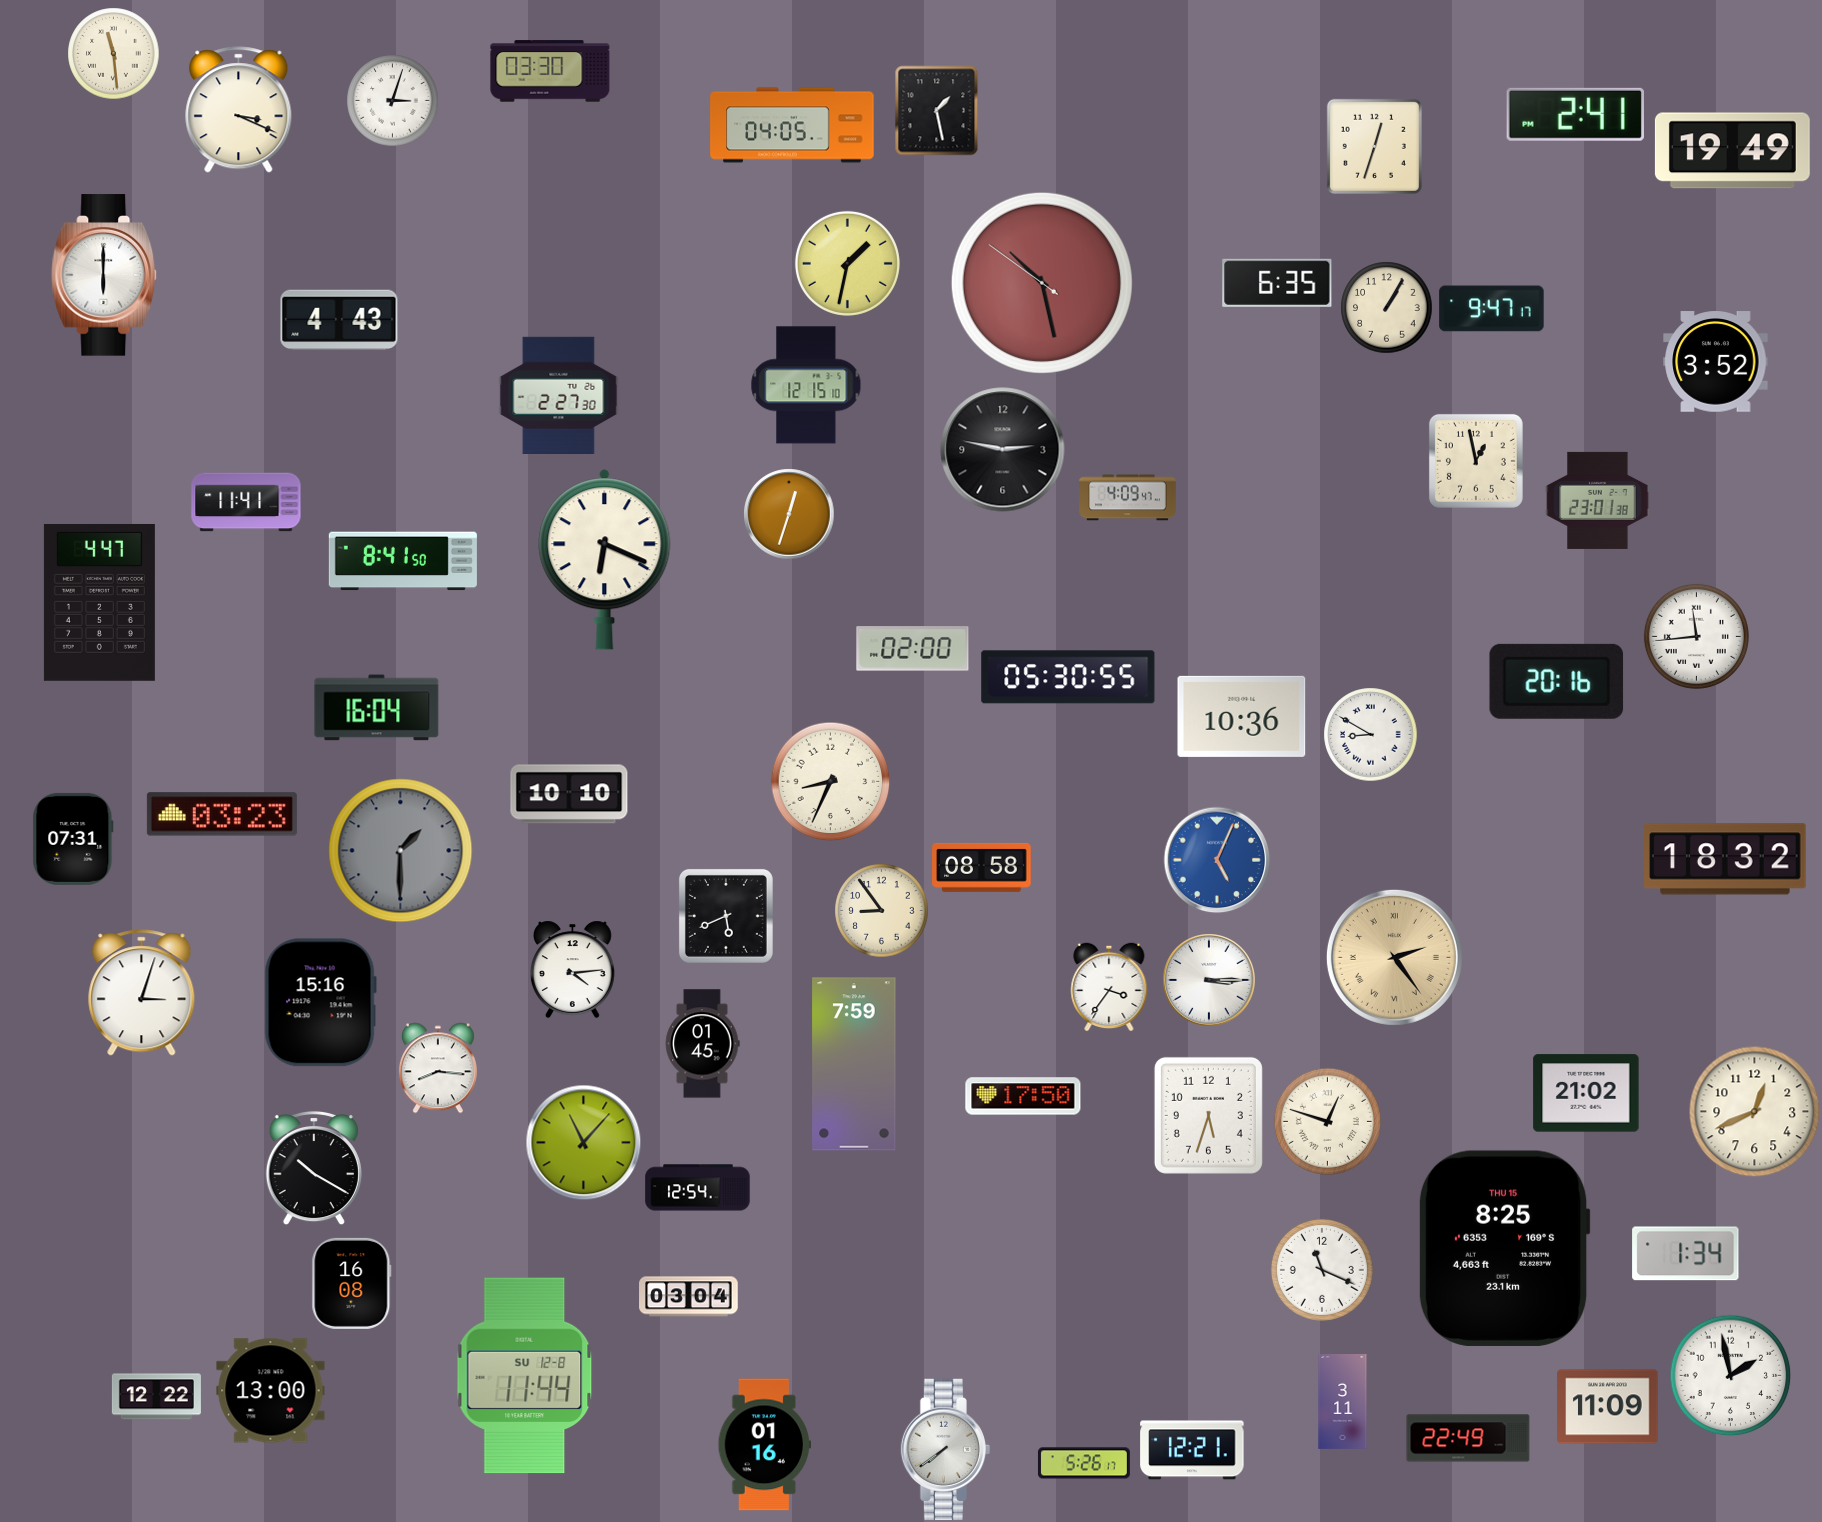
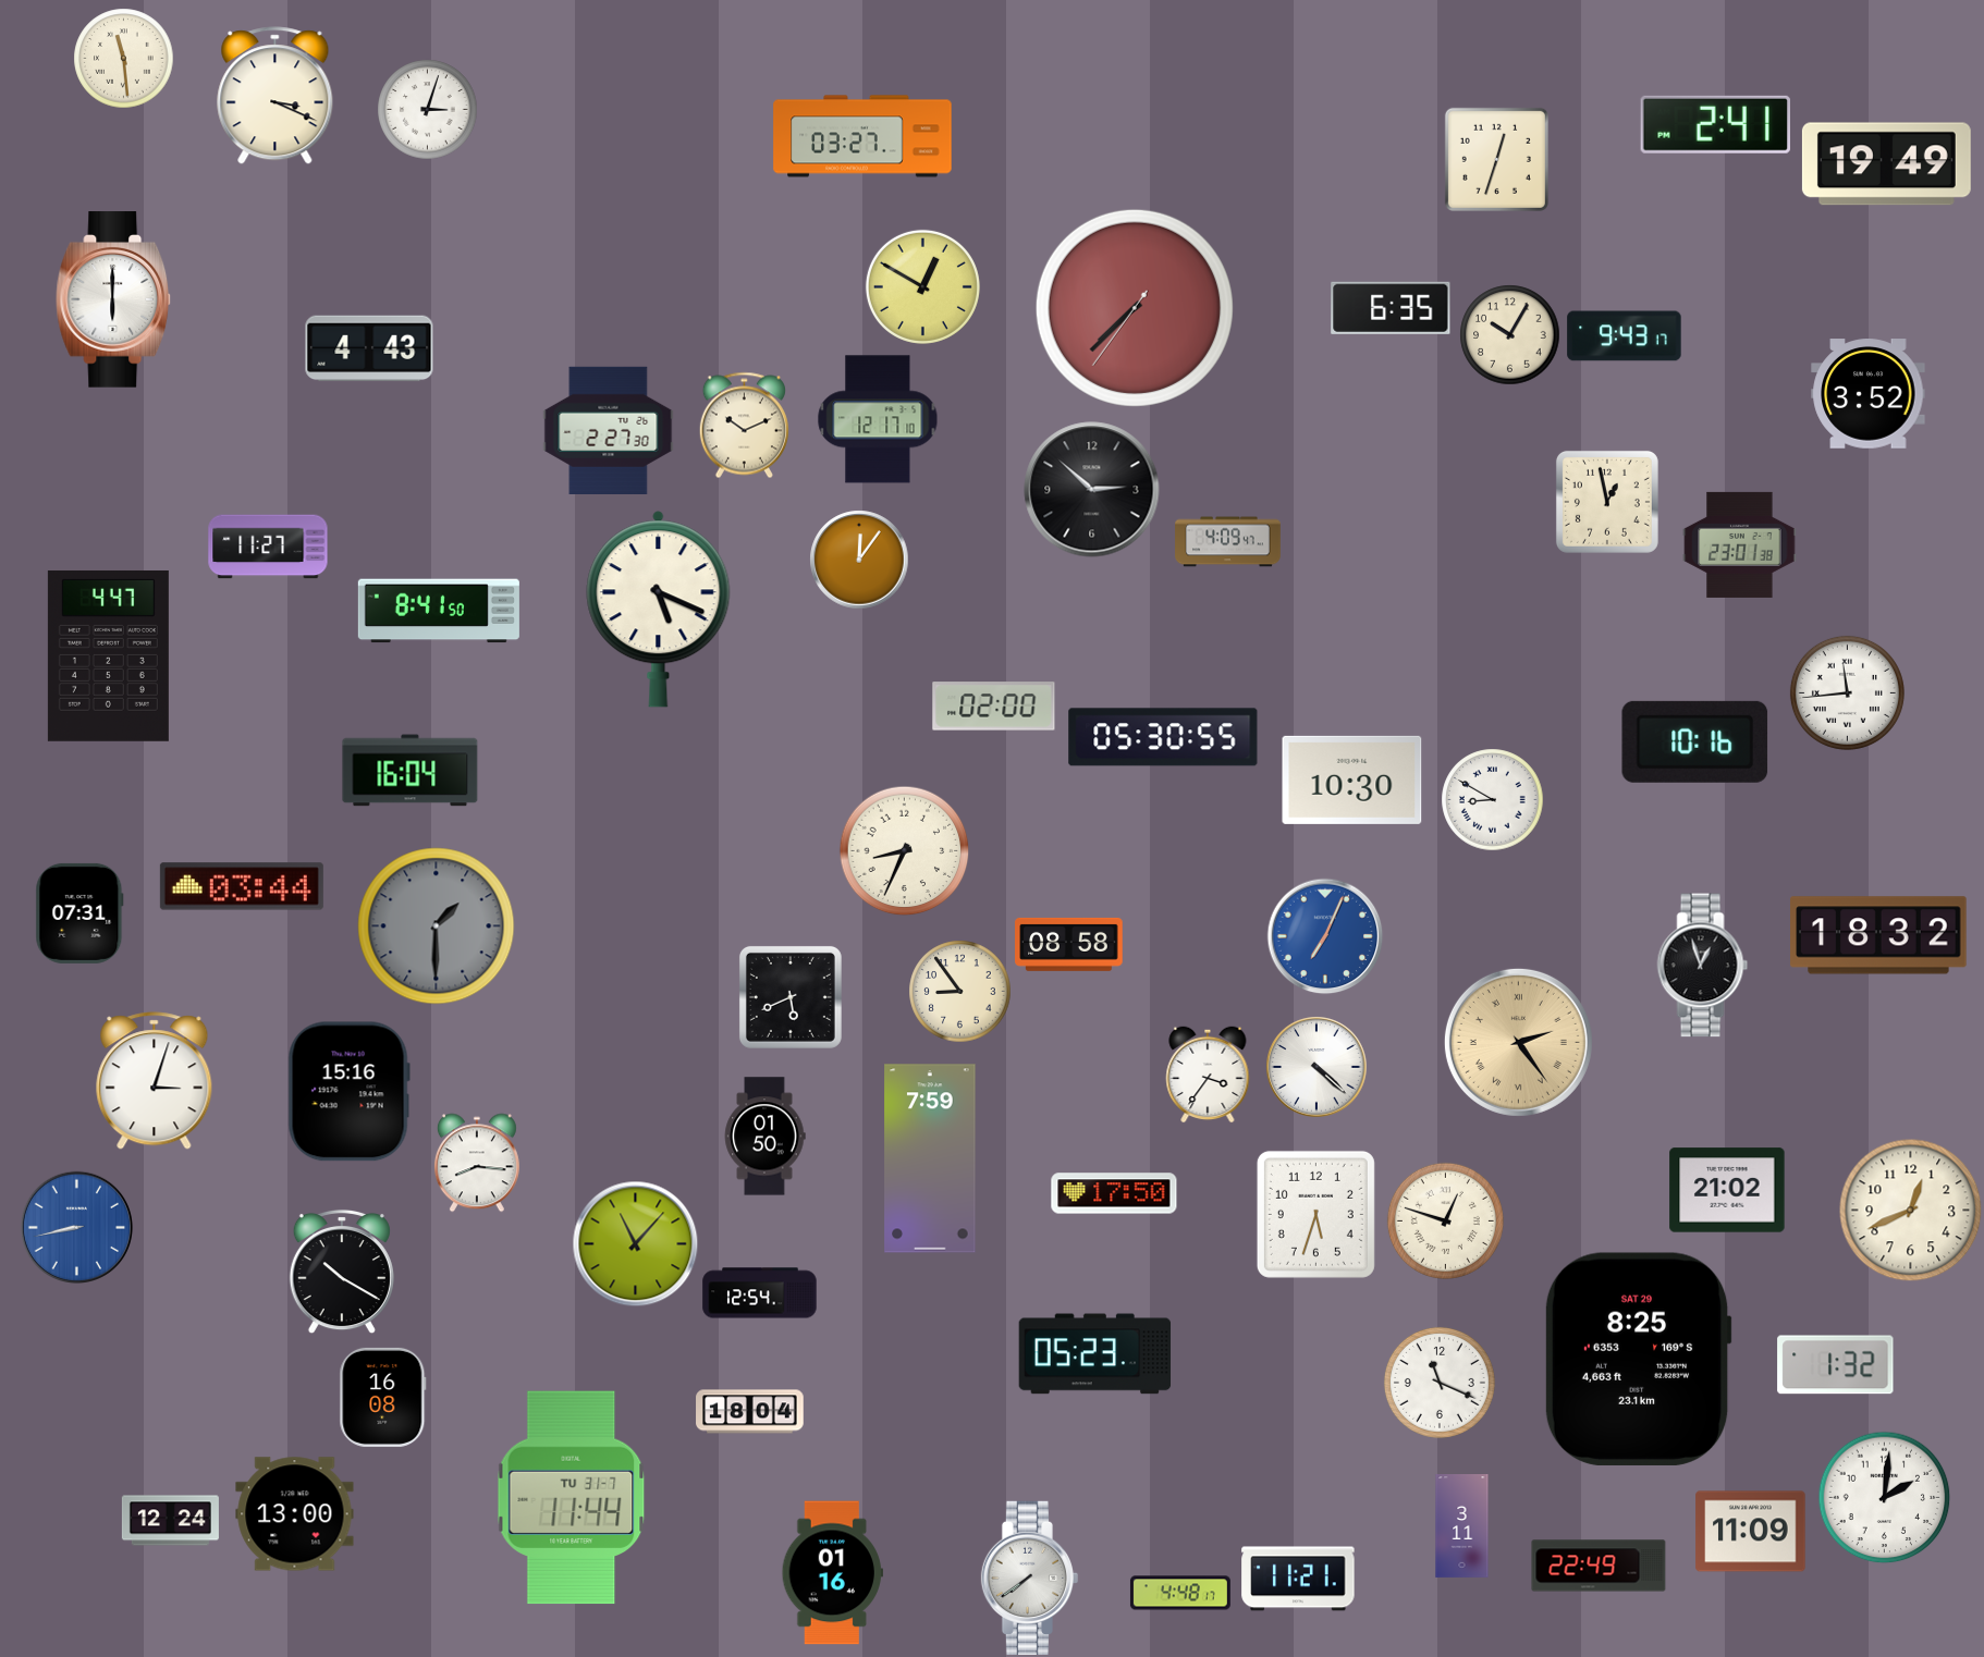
clock at (550, 71): 03:30 -> none
clock at (239, 110) position: (239, 110) -> (275, 96)
clock at (937, 110): 1:28 -> none
clock at (792, 125): 04:05 -> 03:27
clock at (847, 263): 1:32 -> 12:50
clock at (1042, 283): 10:27 -> 7:37
clock at (1386, 307): 1:05 -> 10:05
clock at (1492, 309): 9:47 -> 9:43
clock at (806, 385): 12:15 -> 12:17
clock at (744, 425): none -> 10:11
clock at (1003, 450): 2:47 -> 2:52
clock at (246, 502): 11:41 -> 11:27
clock at (789, 514): 12:33 -> 12:06
clock at (605, 560): 6:19 -> 5:19
clock at (1557, 681): 20:16 -> 10:16
clock at (1242, 716): 10:36 -> 10:30
clock at (569, 794): 10:10 -> none
clock at (222, 814): 03:23 -> 03:44
clock at (1217, 860): 5:04 -> 7:04
clock at (1703, 966): none -> 12:57
clock at (572, 969): 4:14 -> none
clock at (1209, 980): 3:15 -> 4:22
clock at (702, 1044): 01:45 -> 01:50
clock at (76, 1227): none -> 8:43
clock at (1095, 1354): none -> 05:23
clock at (1504, 1248) date: THU 15 -> SAT 29
clock at (1686, 1254): 1:34 -> 1:32
clock at (689, 1297): 03:04 -> 18:04
clock at (1730, 1375): 1:58 -> 2:01
clock at (525, 1376) date: SU 12-8 -> TU 31-7
clock at (156, 1397): 12:22 -> 12:24
clock at (1192, 1450): 12:21 -> 11:21
clock at (1084, 1463): 5:26 -> 4:48
